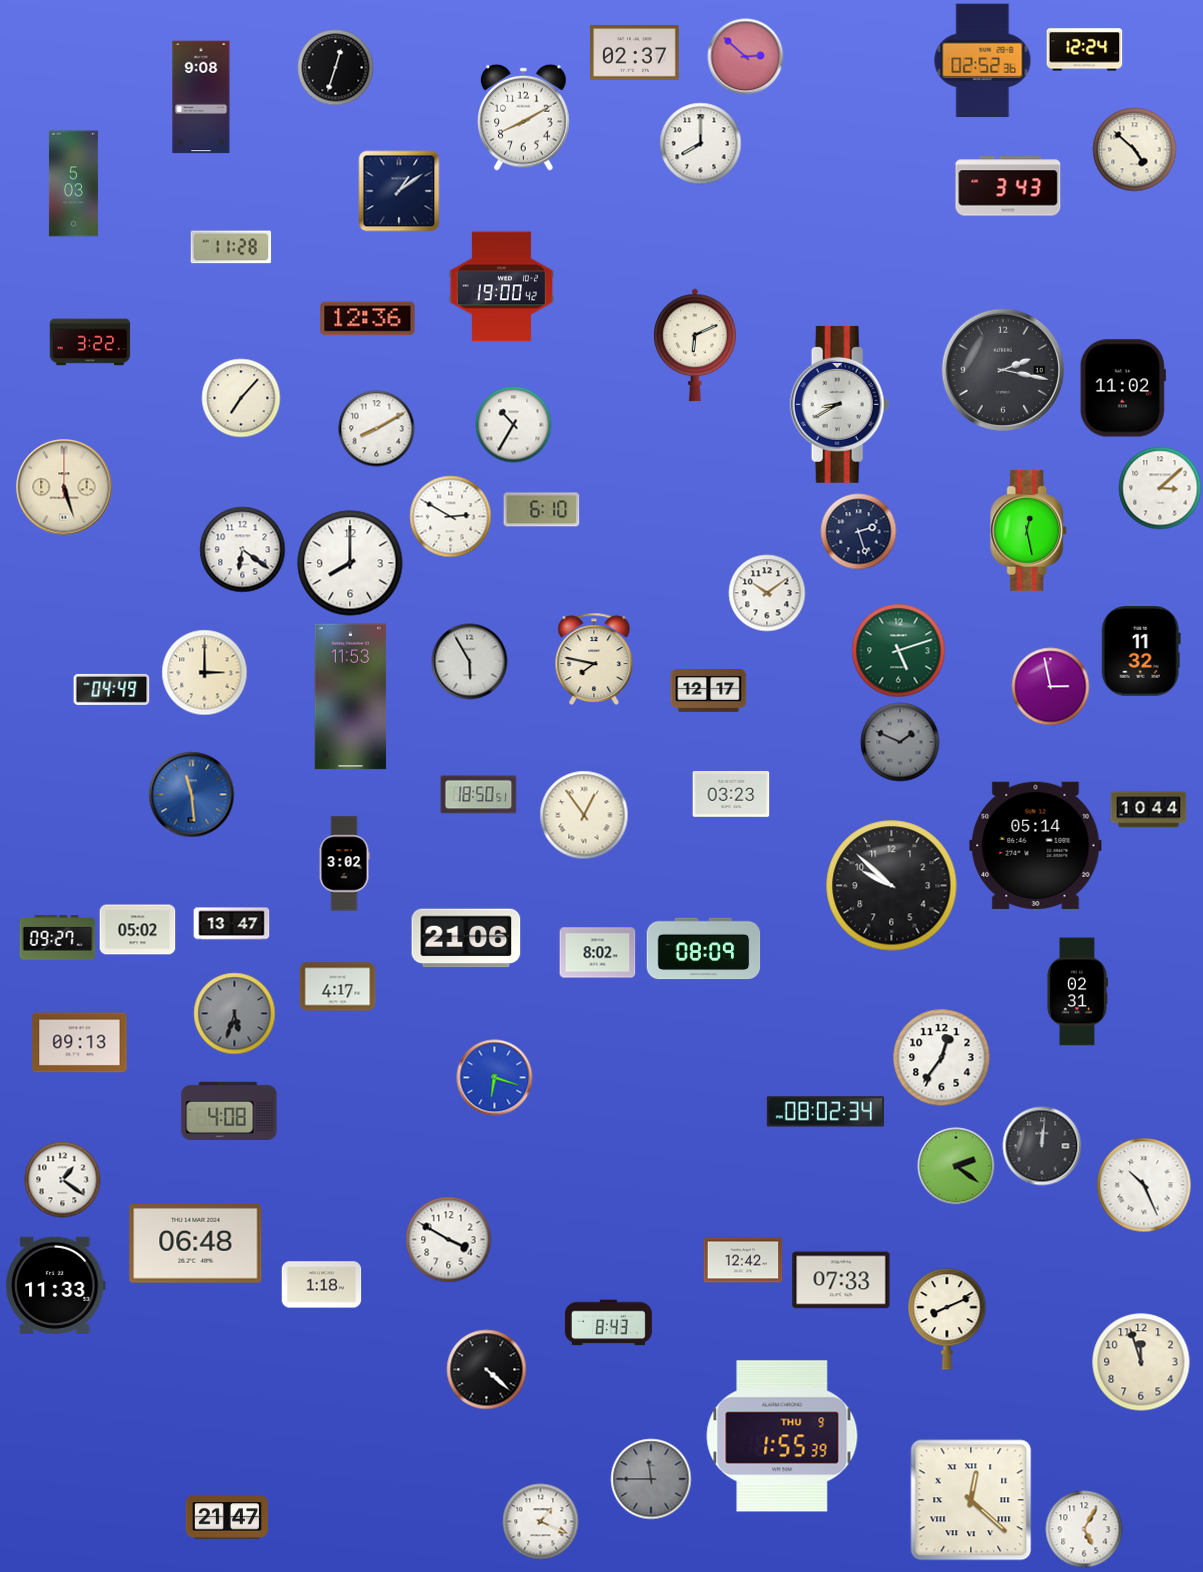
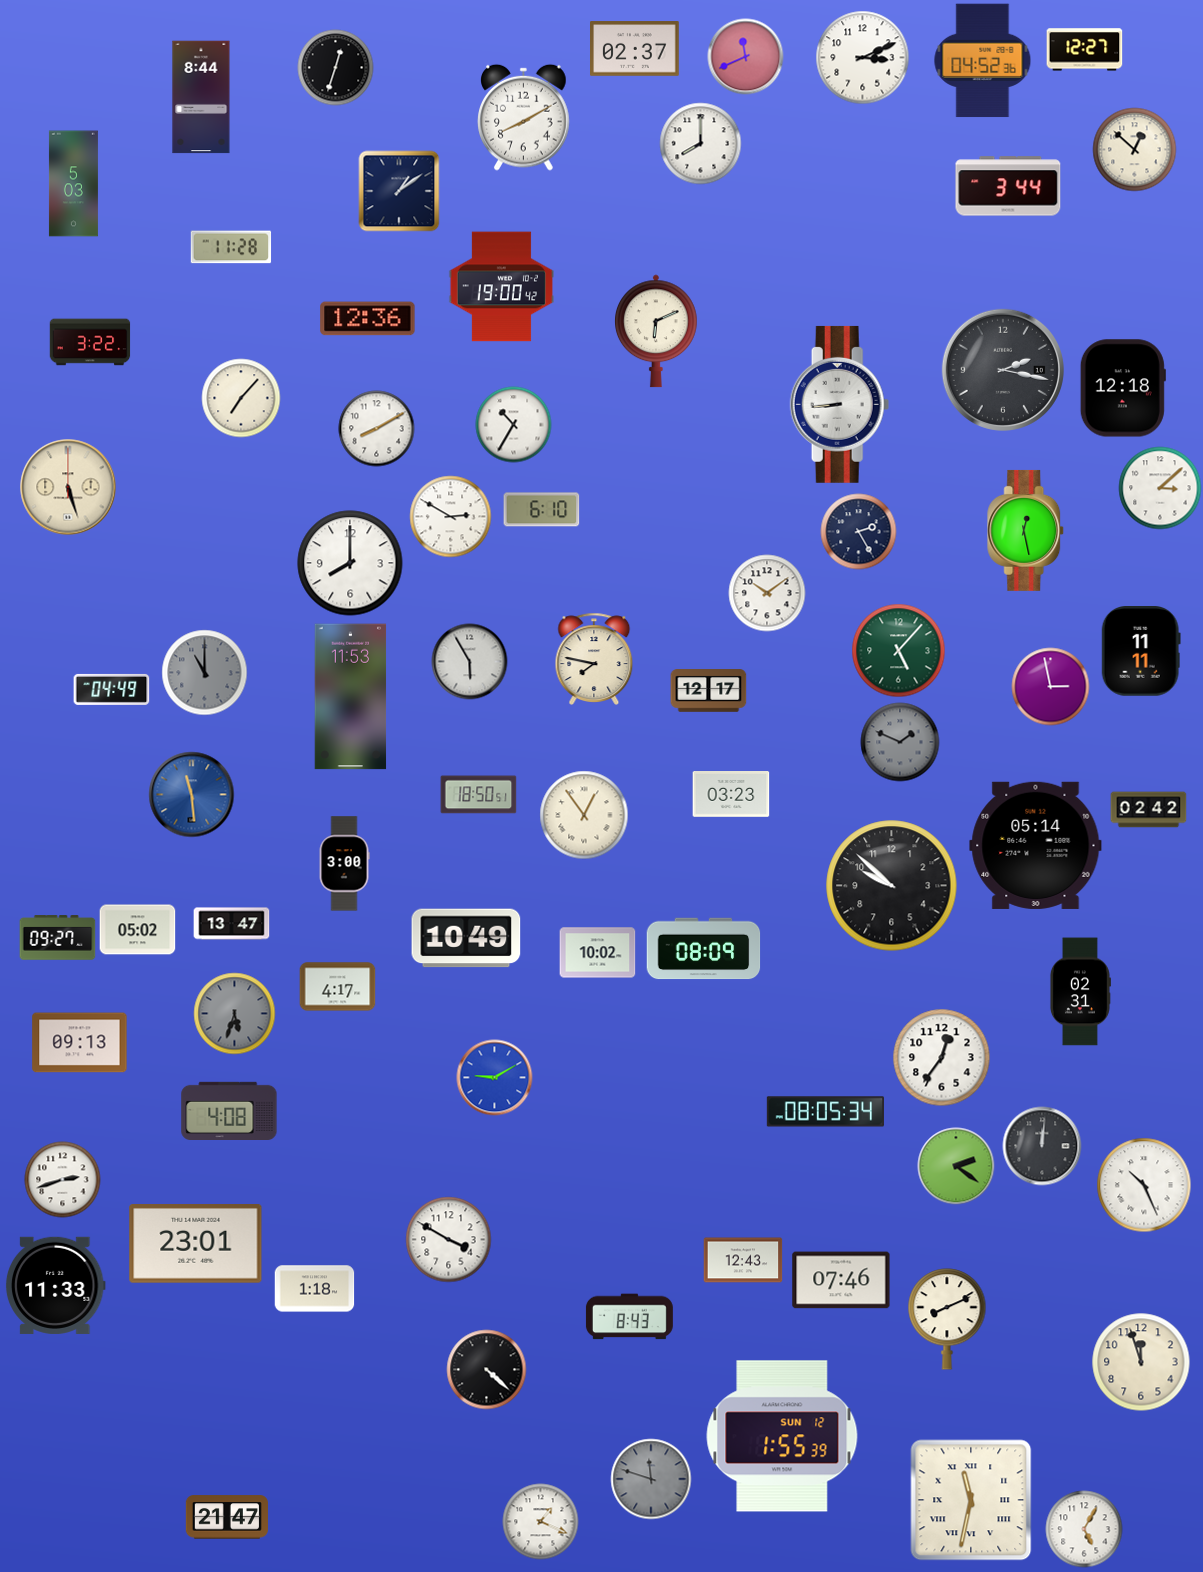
clock at (1085, 50): 12:24 -> 12:27
clock at (635, 53) position: (635, 53) -> (635, 49)
clock at (746, 57): 2:52 -> 11:41
clock at (863, 58): none -> 3:11
clock at (983, 61): 02:52 -> 04:52
clock at (201, 97): 9:08 -> 8:44
clock at (1135, 150): 4:52 -> 12:52
clock at (1008, 186): 3:43 -> 3:44
clock at (696, 345) position: (696, 345) -> (657, 331)
clock at (1123, 388): 11:02 -> 12:18
clock at (840, 404): 8:40 -> 8:44
clock at (64, 487) position: (64, 487) -> (68, 487)
clock at (1029, 530) position: (1029, 530) -> (1026, 530)
clock at (859, 532): 2:27 -> 2:25
clock at (243, 550): 6:21 -> none
clock at (899, 651): 5:12 -> 5:07
clock at (1141, 652): 11:32 -> 11:11
clock at (205, 673): 3:00 -> 11:00
clock at (205, 673) dial: cream -> grey
clock at (1149, 810): 10:44 -> 02:42
clock at (344, 864): 3:02 -> 3:00
clock at (466, 938): 21:06 -> 10:49
clock at (598, 953): 8:02 -> 10:02
clock at (1077, 992) position: (1077, 992) -> (1080, 992)
clock at (495, 1078): 6:18 -> 9:10
clock at (825, 1112): 08:02 -> 08:05
clock at (63, 1180): 1:21 -> 2:42
clock at (196, 1244): 06:48 -> 23:01
clock at (743, 1260): 12:42 -> 12:43
clock at (841, 1280): 07:33 -> 07:46
clock at (322, 1285) position: (322, 1285) -> (315, 1289)
clock at (608, 1323) position: (608, 1323) -> (629, 1317)
clock at (782, 1436) date: THU 9 -> SUN 12
clock at (651, 1479): 11:45 -> 11:48
clock at (971, 1500): 12:22 -> 11:32
